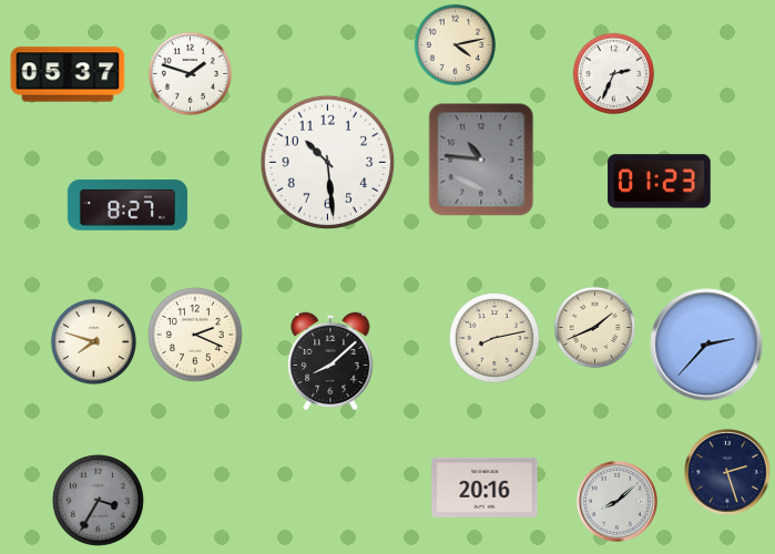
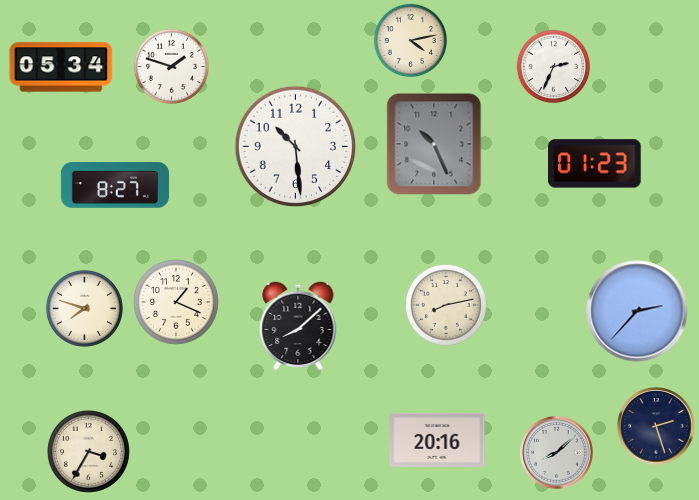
clock at (68, 74): 05:37 -> 05:34
clock at (481, 160): 10:46 -> 10:26
clock at (595, 328): 1:41 -> none
clock at (195, 335): 2:19 -> 1:19
clock at (98, 500) dial: grey -> cream
